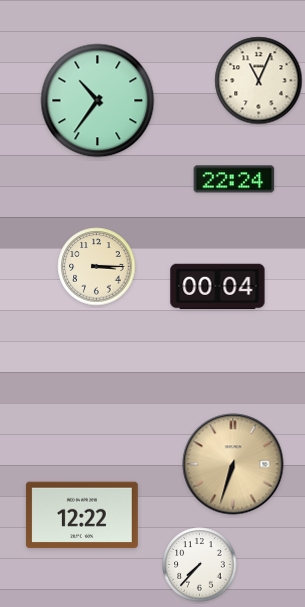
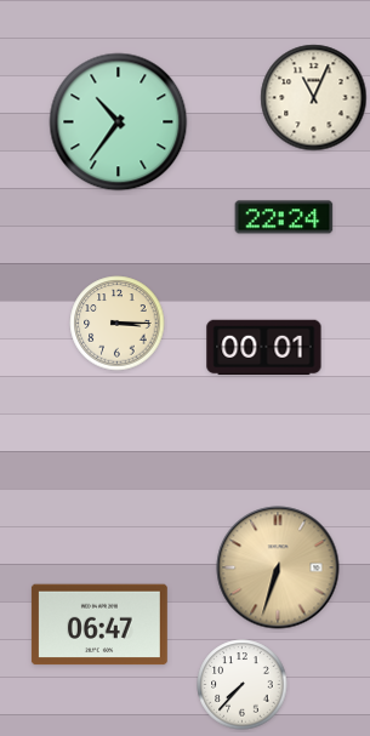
clock at (218, 287): 00:04 -> 00:01
clock at (233, 464) position: (233, 464) -> (278, 567)
clock at (82, 515): 12:22 -> 06:47
